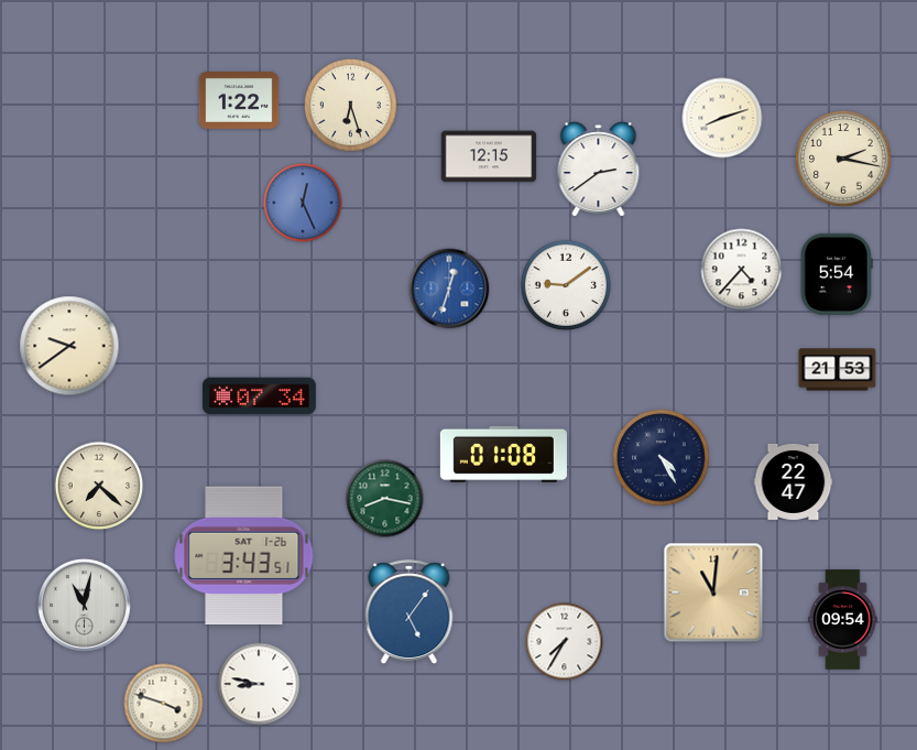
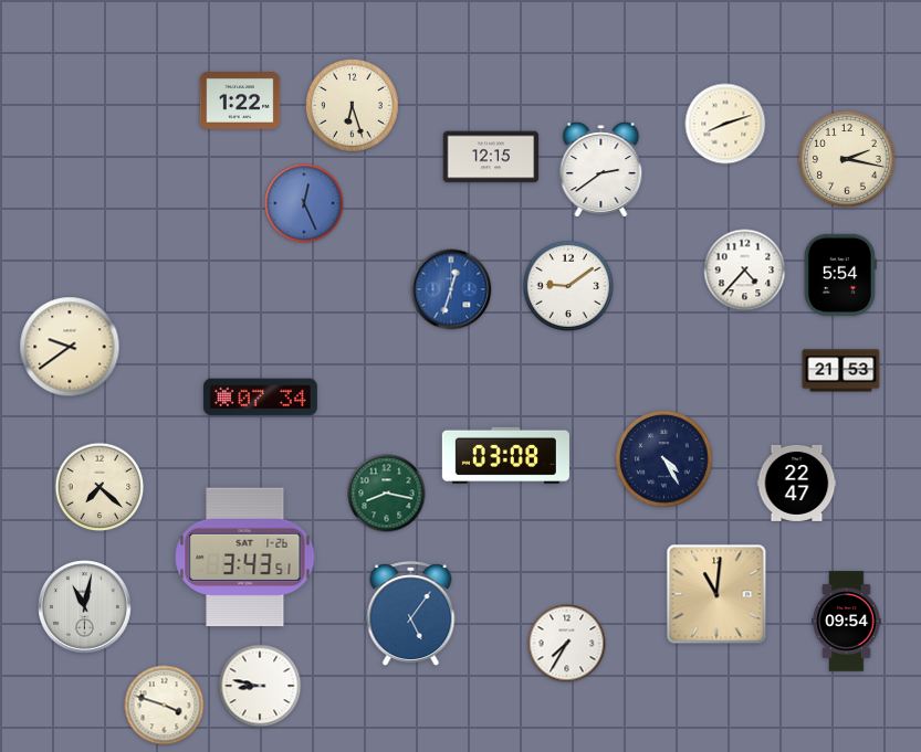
clock at (722, 118) position: (722, 118) -> (725, 124)
clock at (503, 454): 01:08 -> 03:08
clock at (385, 499) position: (385, 499) -> (387, 494)
